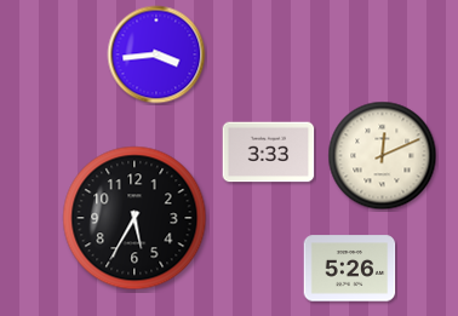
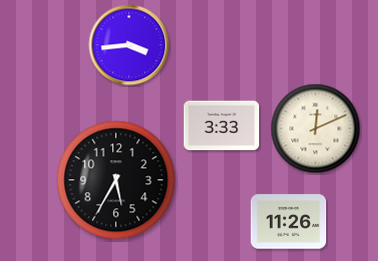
clock at (134, 218) position: (134, 218) -> (116, 180)
clock at (350, 269): 5:26 -> 11:26
